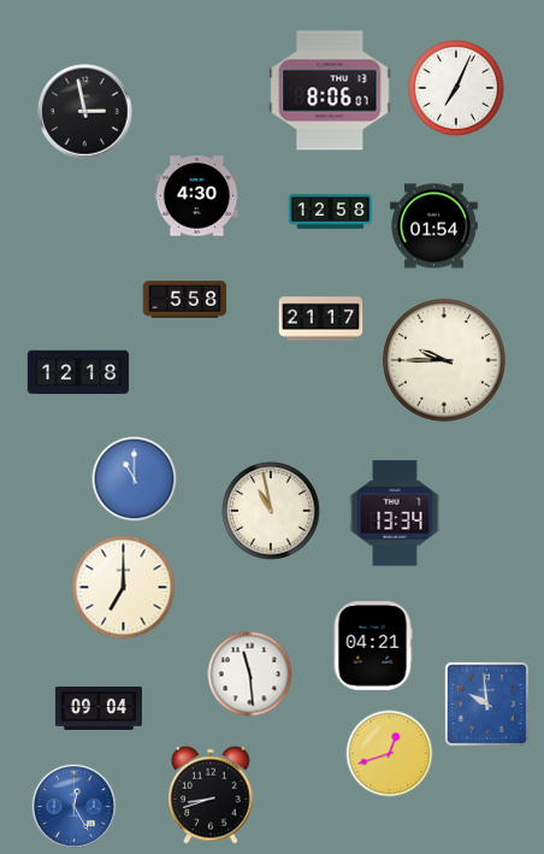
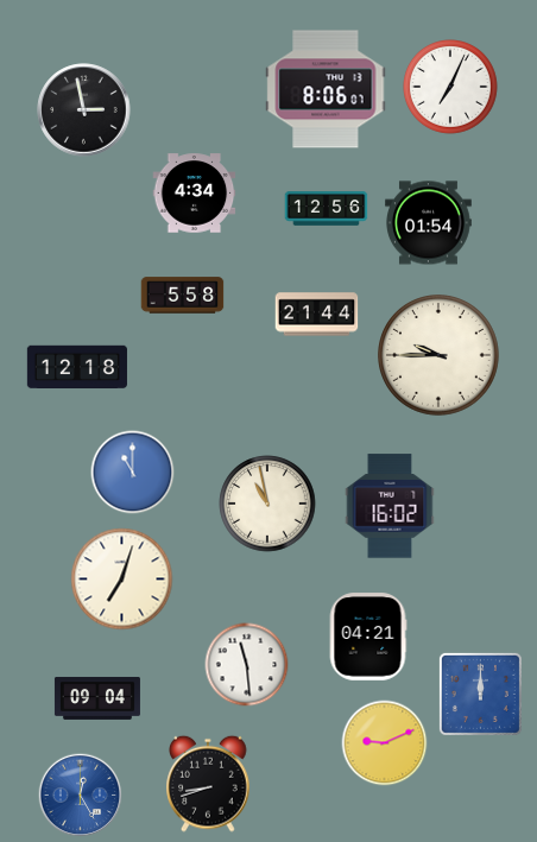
clock at (197, 196): 4:30 -> 4:34
clock at (331, 212): 12:58 -> 12:56
clock at (321, 319): 21:17 -> 21:44
clock at (395, 513): 13:34 -> 16:02
clock at (124, 588): 7:00 -> 7:03
clock at (486, 703): 9:59 -> 12:00
clock at (390, 754): 12:42 -> 9:11
clock at (75, 807) position: (75, 807) -> (81, 796)
